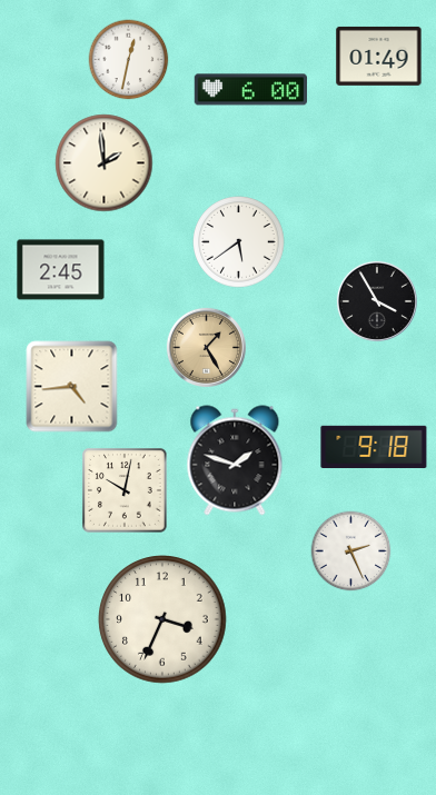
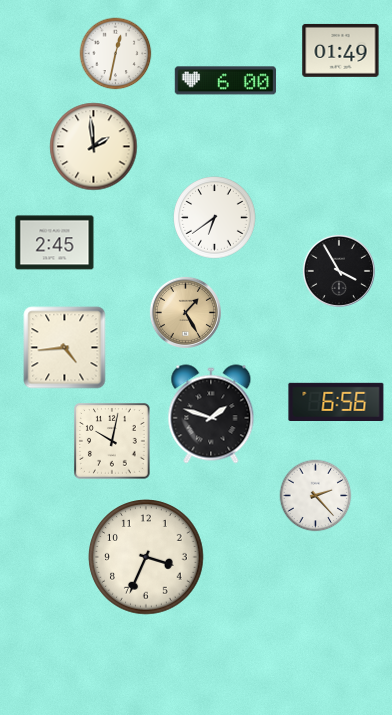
clock at (239, 242): 5:39 -> 6:39
clock at (374, 446): 9:18 -> 6:56
clock at (351, 551): 2:26 -> 2:23
